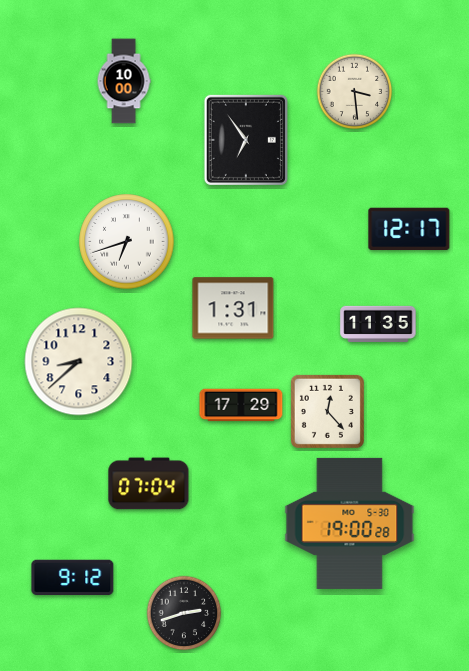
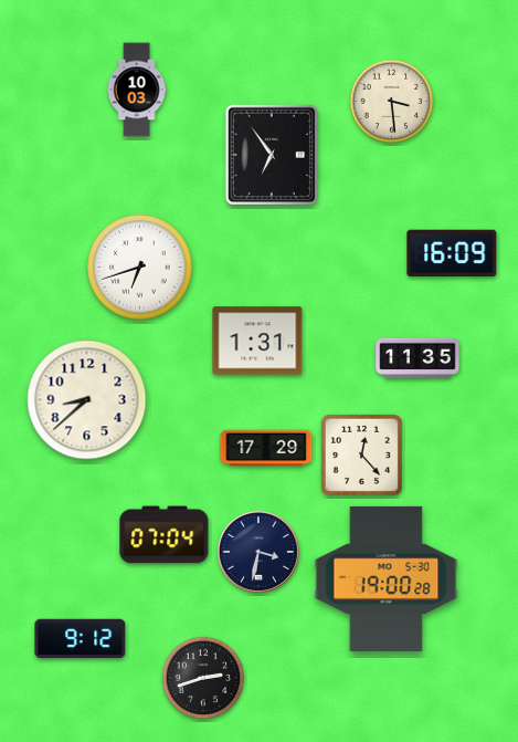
clock at (124, 81): 10:00 -> 10:03
clock at (409, 229): 12:17 -> 16:09
clock at (258, 552): none -> 3:32
